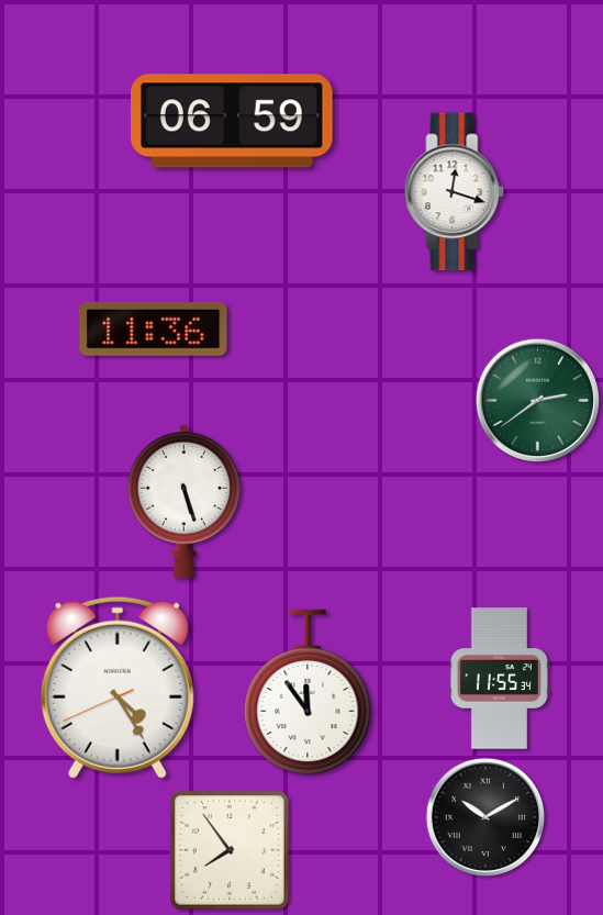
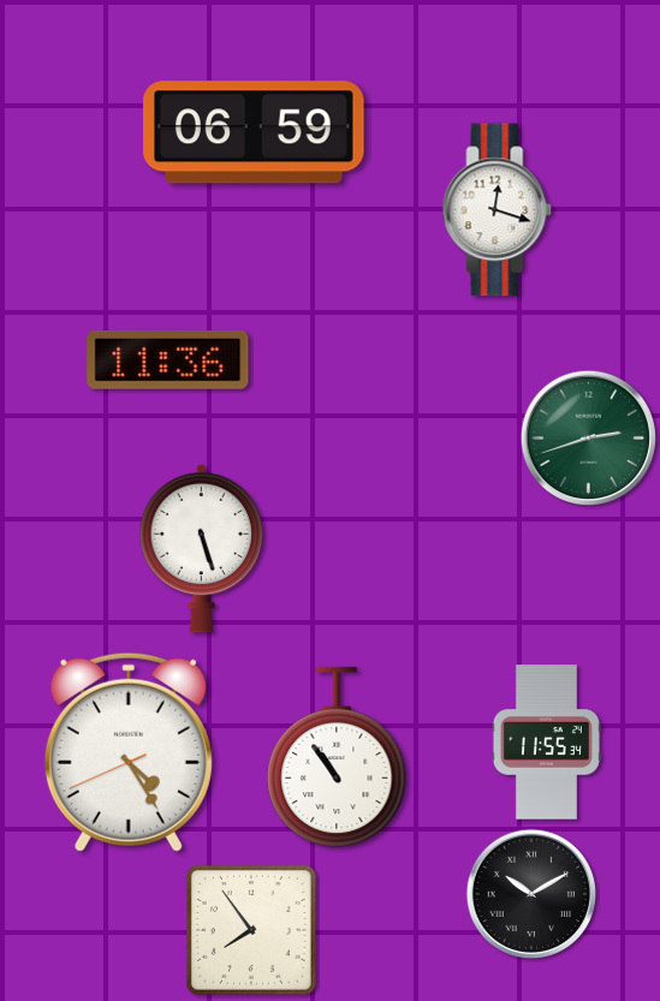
clock at (538, 401): 2:39 -> 2:42
clock at (308, 692): 11:54 -> 10:54
